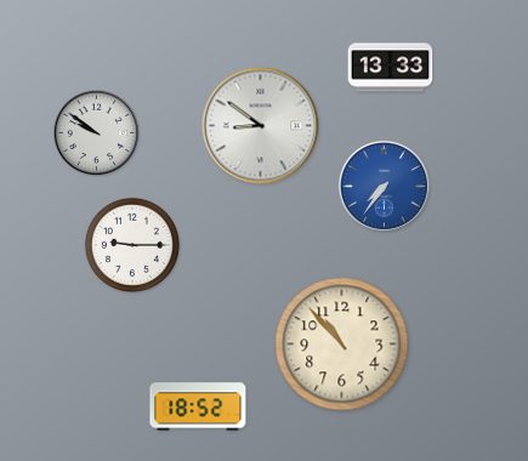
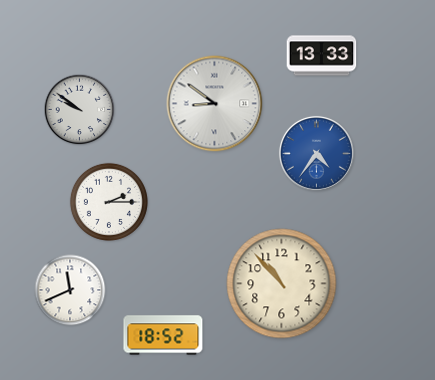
clock at (384, 186): 7:36 -> 4:36
clock at (132, 245): 9:15 -> 2:15
clock at (70, 290): none -> 11:41
